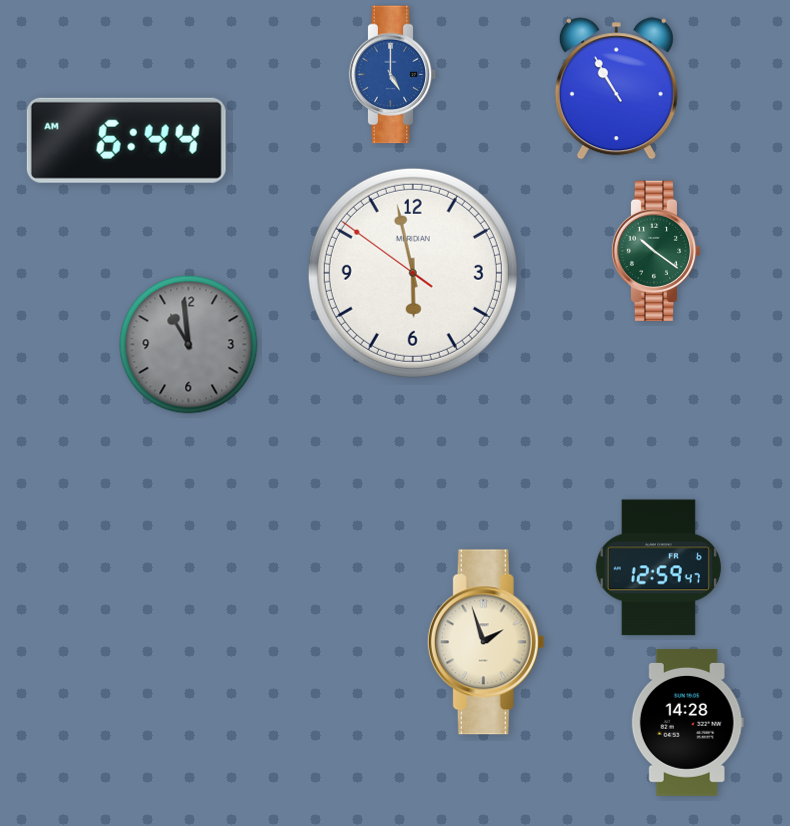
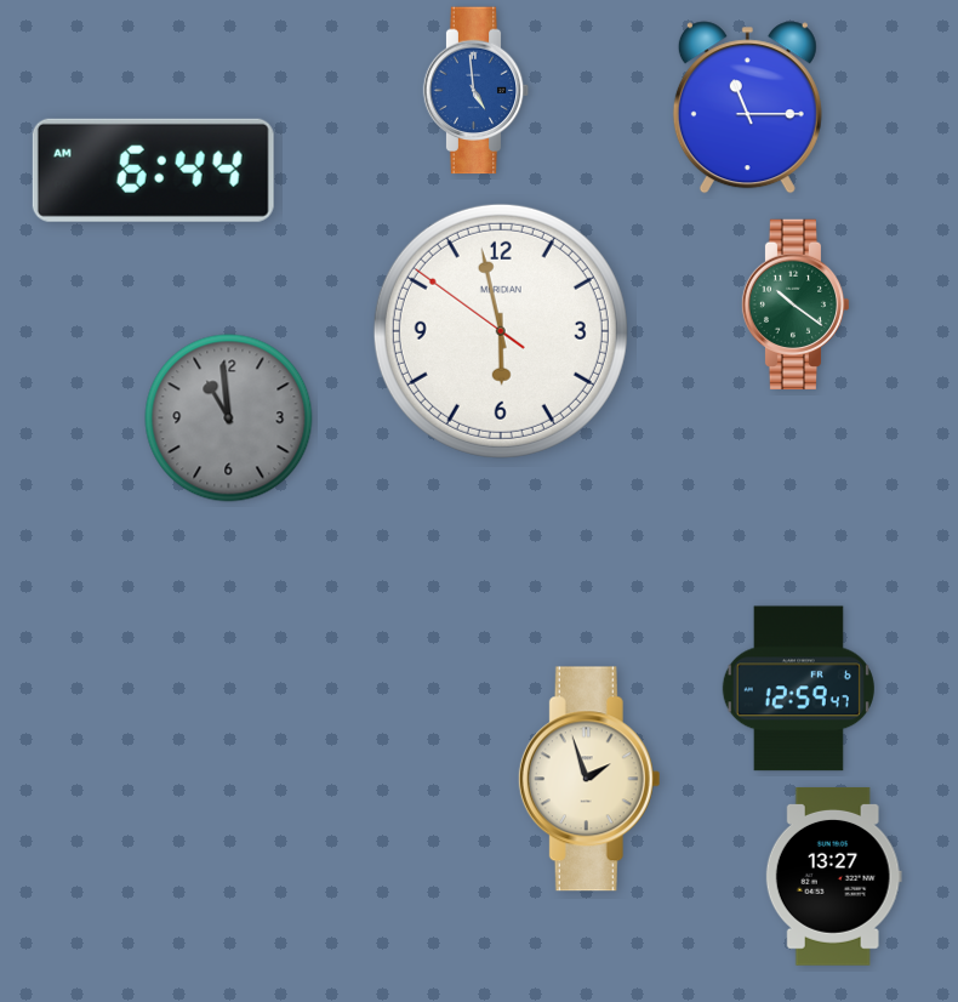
clock at (393, 75): 5:00 -> 4:59
clock at (616, 89): 10:55 -> 11:15
clock at (687, 722): 14:28 -> 13:27
